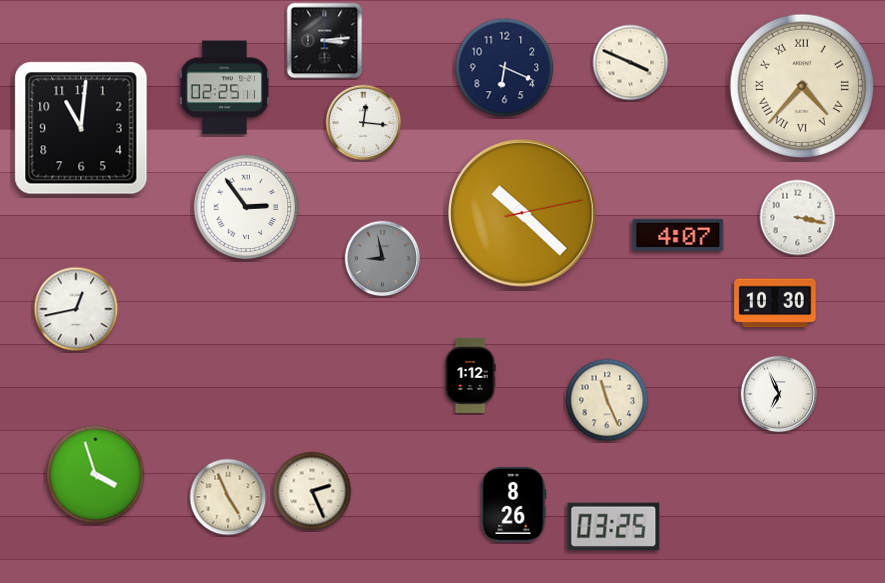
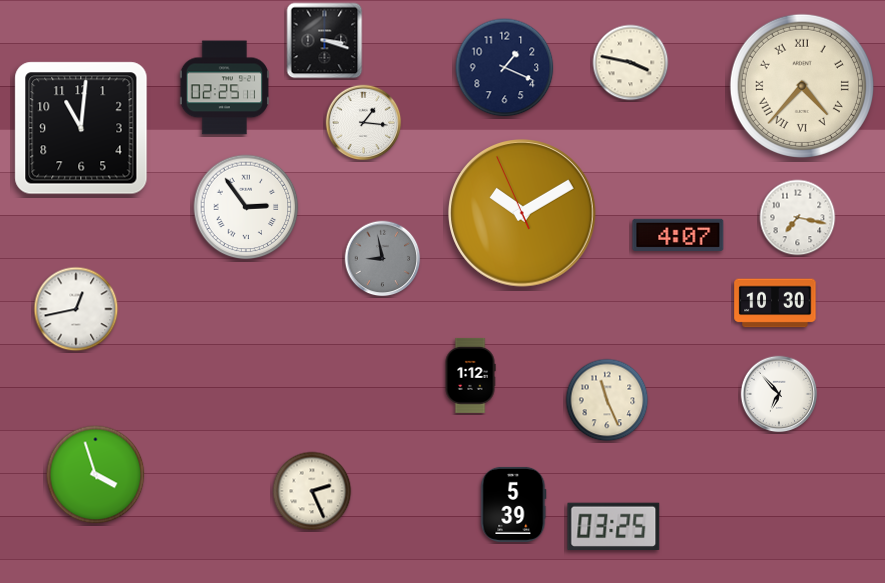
clock at (325, 41): 3:14 -> 3:18
clock at (631, 63): 3:49 -> 3:47
clock at (505, 68): 6:19 -> 1:19
clock at (364, 123): 12:16 -> 1:16
clock at (522, 213): 10:22 -> 10:09
clock at (798, 218): 3:17 -> 7:17
clock at (779, 394): 6:56 -> 6:53
clock at (228, 497): 4:56 -> none
clock at (514, 504): 8:26 -> 5:39
